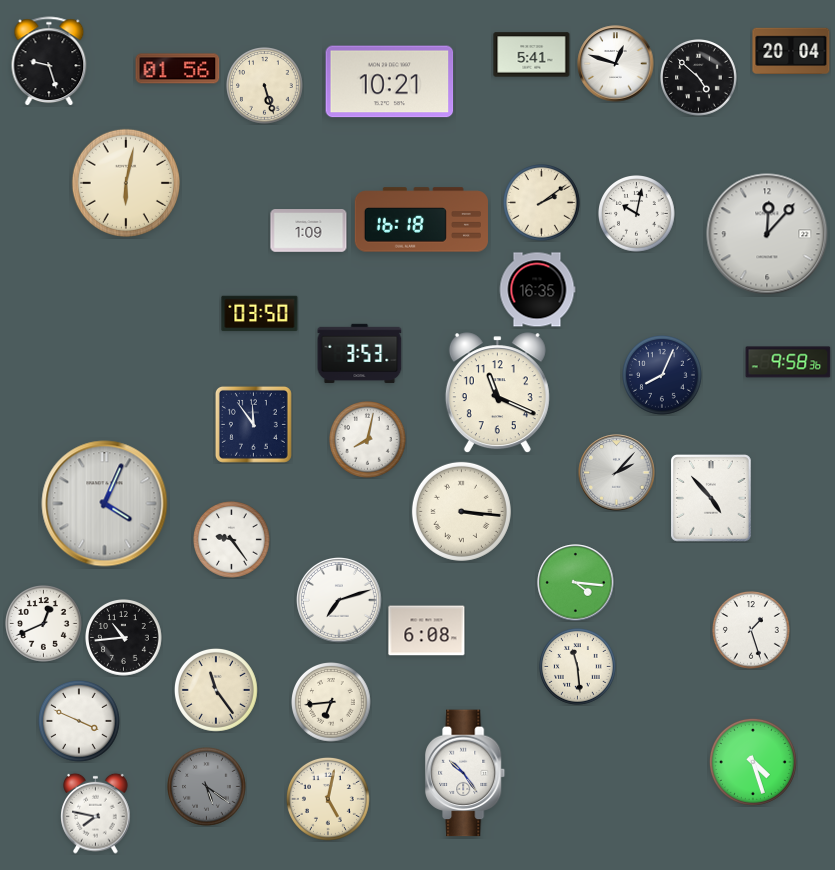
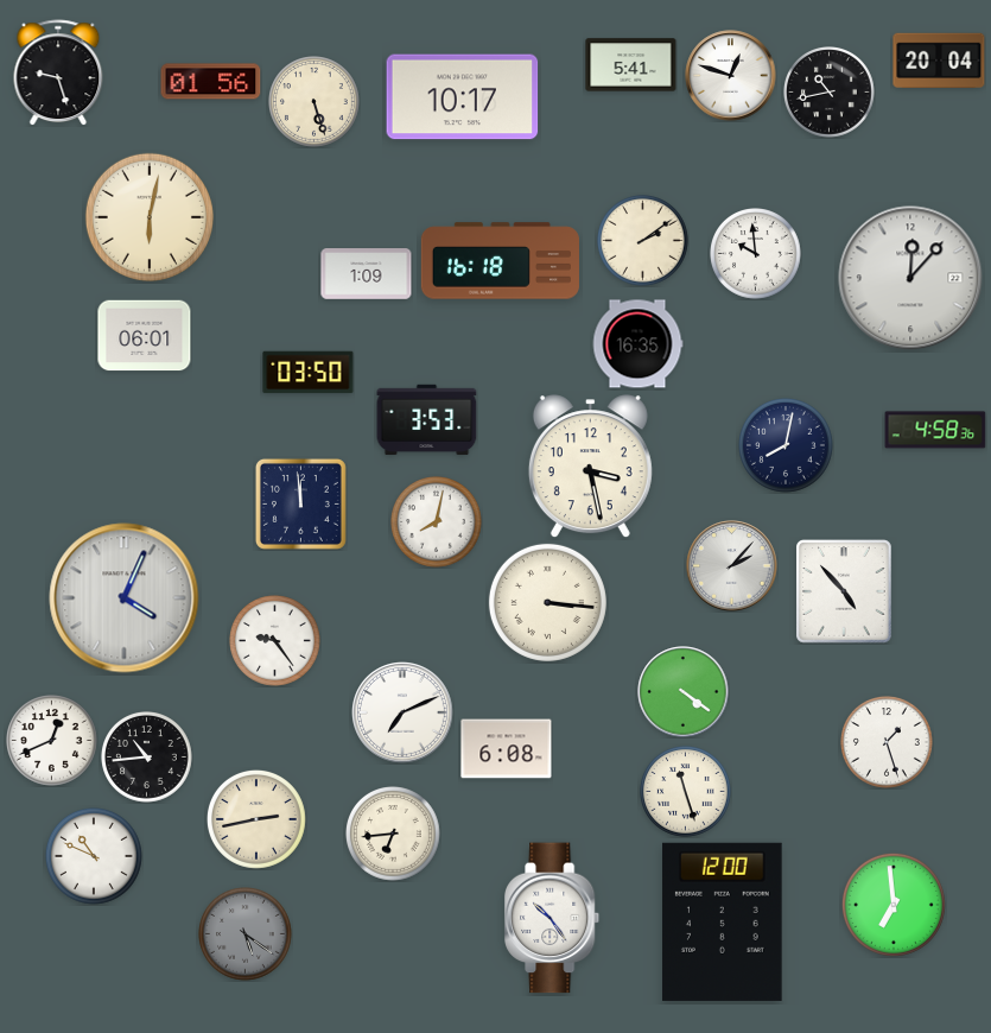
clock at (699, 78): 4:52 -> 10:43
clock at (390, 82): 10:21 -> 10:17
clock at (637, 214): 10:02 -> 9:59
clock at (145, 336): none -> 06:01
clock at (788, 362): 9:58 -> 4:58
clock at (663, 376): 8:04 -> 8:02
clock at (497, 393): 11:19 -> 3:28
clock at (253, 424): 11:54 -> 11:59
clock at (617, 473) position: (617, 473) -> (732, 566)
clock at (461, 511) position: (461, 511) -> (547, 602)
clock at (576, 583): 4:16 -> 4:21
clock at (340, 601): 7:12 -> 7:11
clock at (752, 631) position: (752, 631) -> (888, 743)
clock at (578, 667): 11:29 -> 11:27
clock at (216, 690): 11:24 -> 2:43
clock at (79, 721): 3:49 -> 10:49
clock at (753, 762): 4:27 -> 6:59
clock at (723, 921): none -> 12:00
clock at (328, 799): 5:02 -> none
clock at (96, 813): 7:47 -> none
